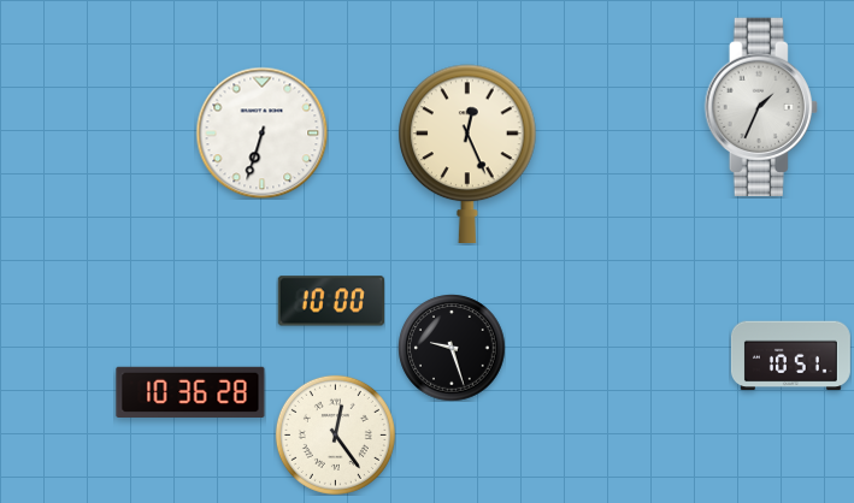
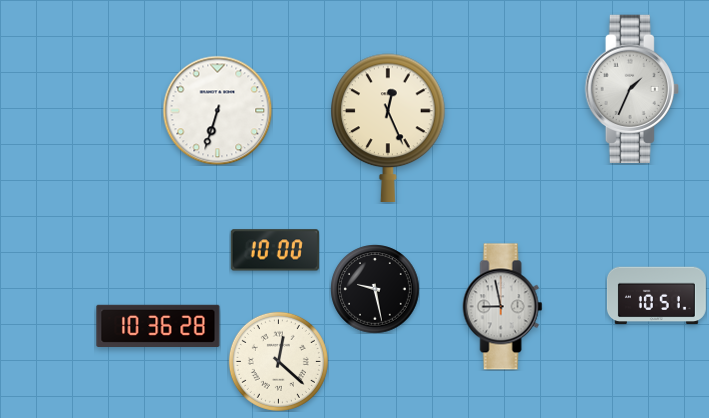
clock at (452, 348): 9:27 -> 9:28
clock at (503, 307): none -> 8:58
clock at (335, 434): 12:24 -> 12:22
